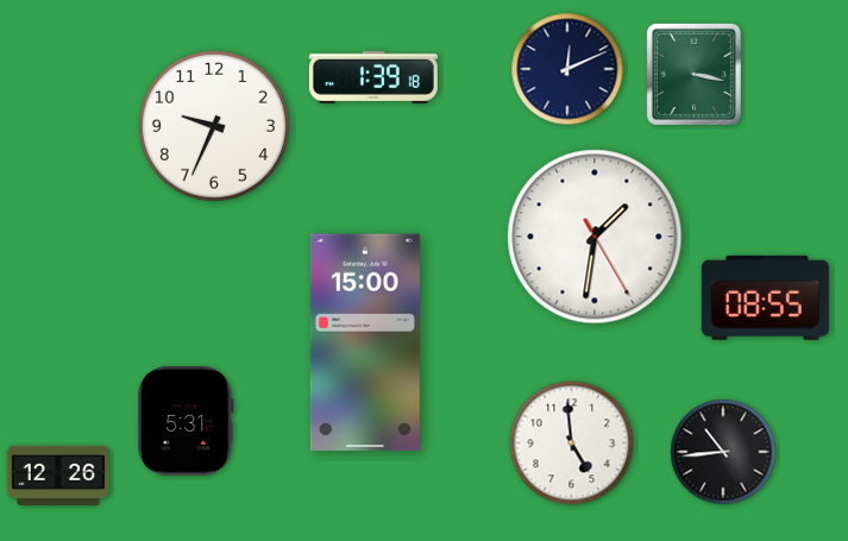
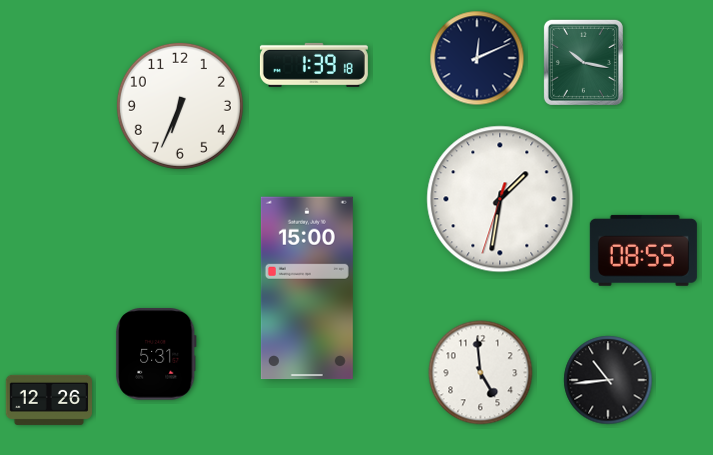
clock at (693, 74): 3:17 -> 10:17
clock at (214, 126): 9:34 -> 6:34
clock at (595, 237): 1:31:25 -> 1:31:33
